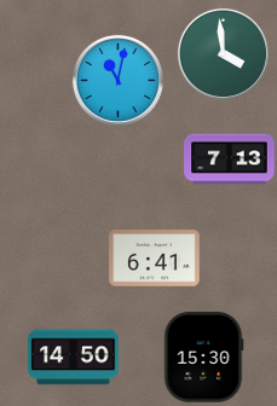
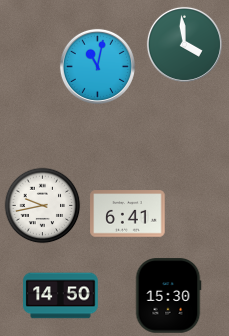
clock at (230, 159): 7:13 -> none
clock at (43, 206): none -> 9:43
